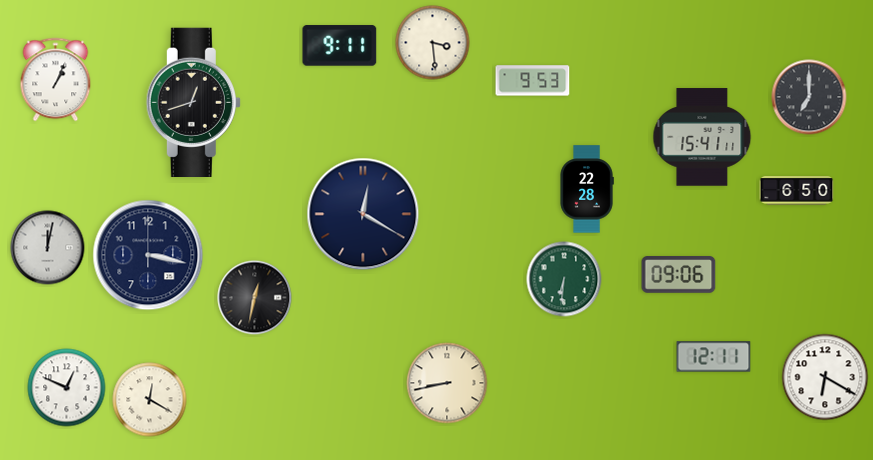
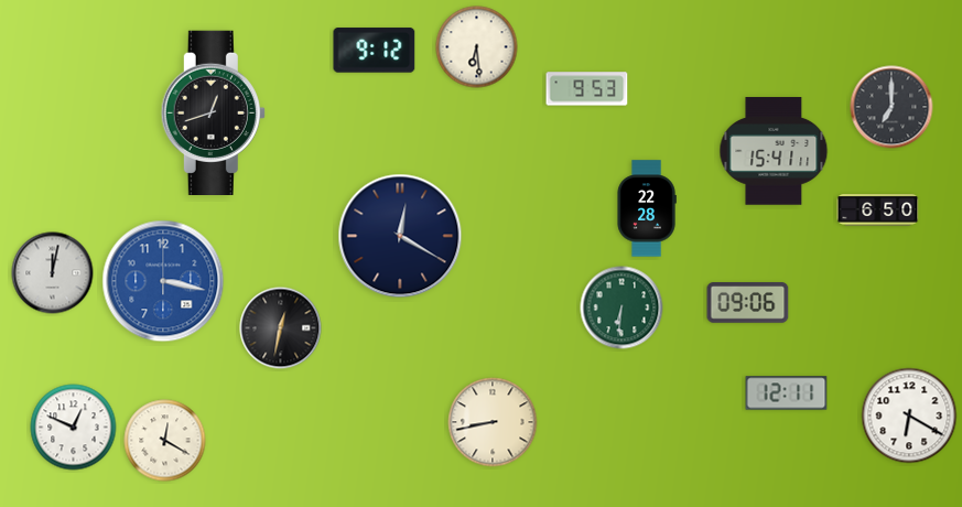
clock at (433, 43): 3:29 -> 6:29
clock at (340, 46): 9:11 -> 9:12
clock at (56, 80): 1:04 -> none
clock at (148, 255) dial: navy -> blue
